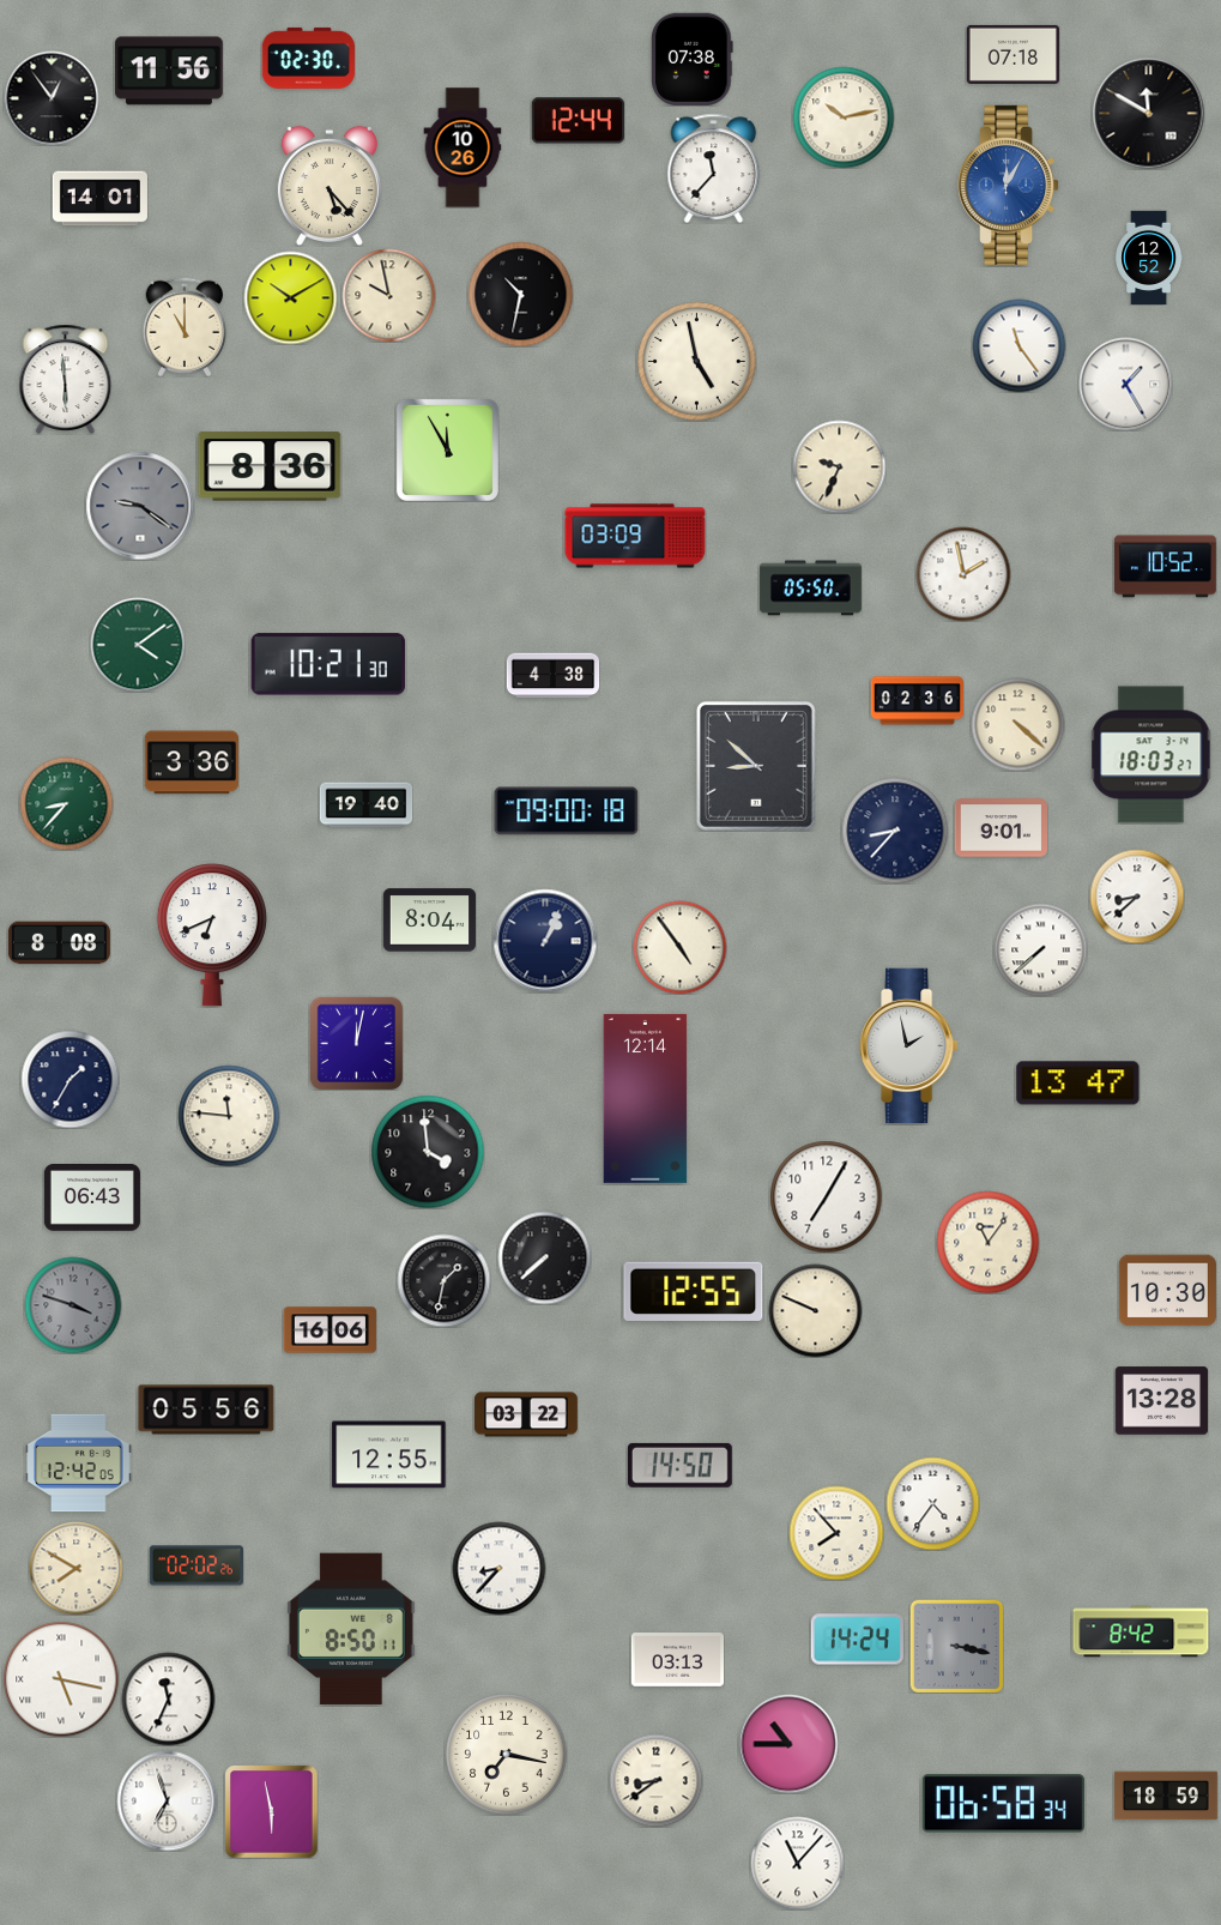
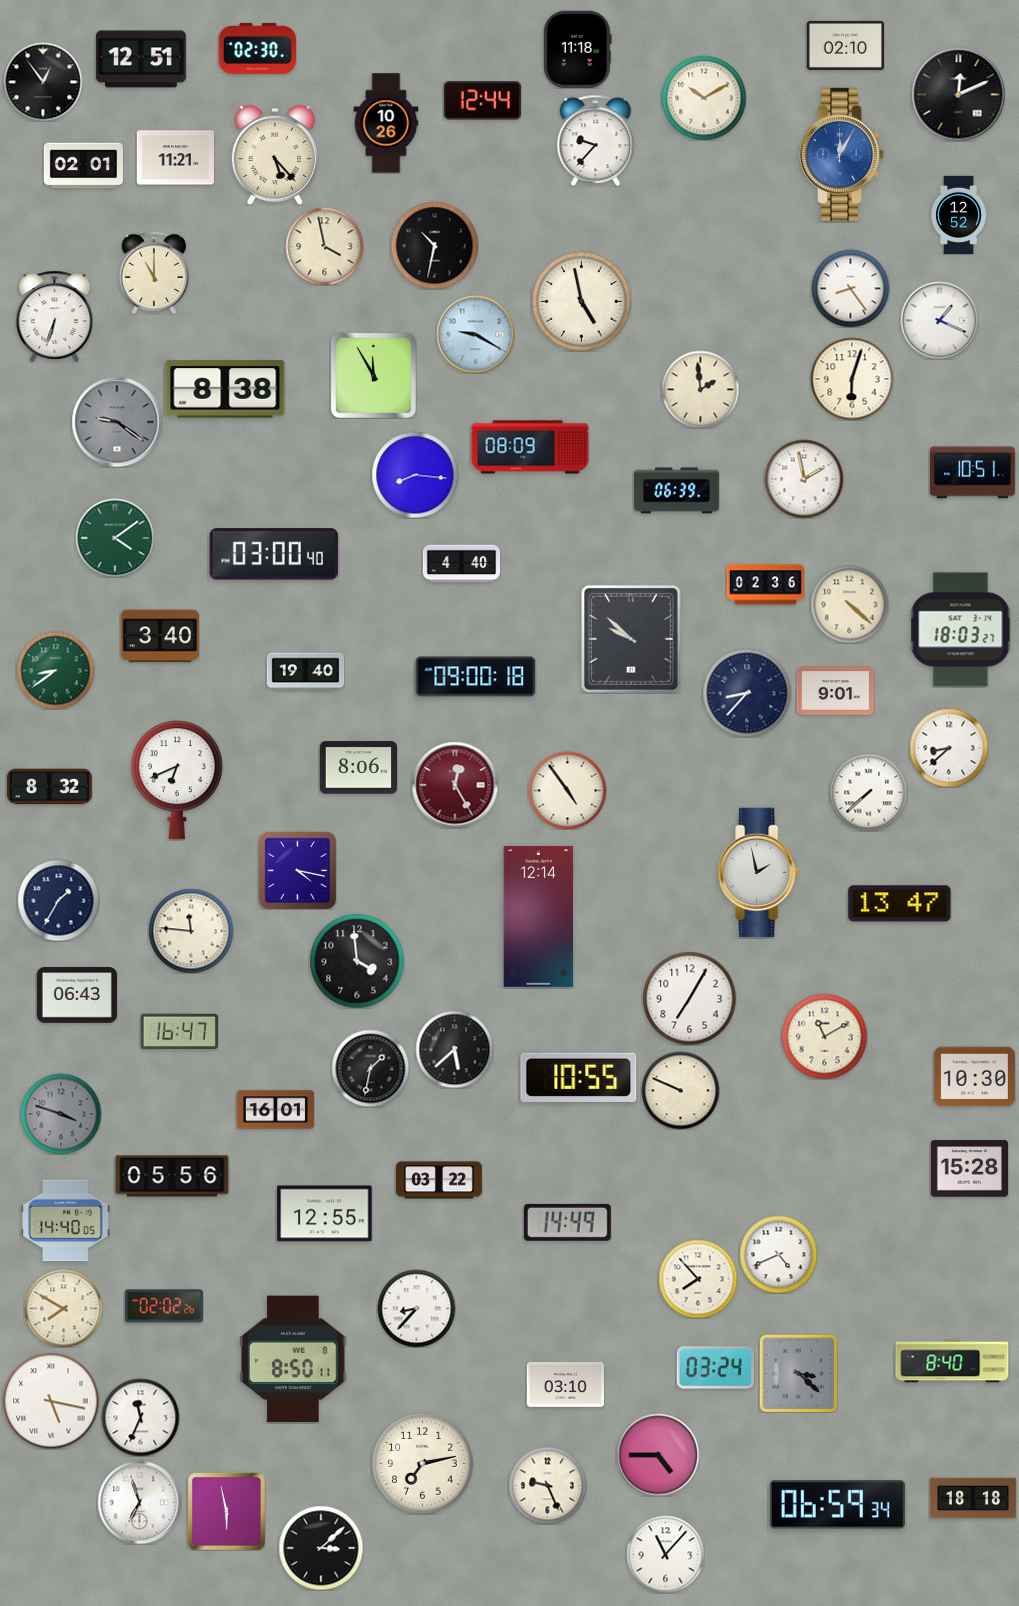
clock at (1013, 54): 07:18 -> 02:10
clock at (693, 59): 07:38 -> 11:18
clock at (169, 71): 11:56 -> 12:51
clock at (1148, 113): 11:50 -> 12:11
clock at (844, 117): 10:13 -> 10:10
clock at (714, 168): 11:37 -> 9:37
clock at (175, 158): none -> 11:21
clock at (99, 199): 14:01 -> 02:01
clock at (388, 295): 9:58 -> 3:58
clock at (290, 297): 10:10 -> none
clock at (1018, 345): 11:24 -> 8:24
clock at (66, 379): 5:59 -> 6:33
clock at (1125, 384): 1:25 -> 1:19
clock at (475, 334): none -> 9:20
clock at (852, 379): none -> 6:03
clock at (270, 466): 8:36 -> 8:38
clock at (839, 466): 9:34 -> 1:59
clock at (635, 536): 03:09 -> 08:09
clock at (1165, 567): 10:52 -> 10:51
clock at (415, 475): none -> 8:16
clock at (810, 589): 05:50 -> 06:39
clock at (328, 664): 10:21 -> 03:00
clock at (552, 676): 4:38 -> 4:40
clock at (192, 762): 3:36 -> 3:40
clock at (756, 766): 8:52 -> 9:52
clock at (66, 803): 8:37 -> 8:39
clock at (567, 811) position: (567, 811) -> (476, 677)
clock at (429, 921): 8:04 -> 8:06
clock at (545, 941): 1:04 -> 12:25
clock at (545, 941) dial: navy -> burgundy
clock at (59, 943): 8:08 -> 8:32
clock at (356, 1043): 12:02 -> 4:17
clock at (92, 1199) position: (92, 1199) -> (77, 996)
clock at (179, 1032): none -> 16:47
clock at (987, 1242): 11:06 -> 11:10
clock at (544, 1257): 7:38 -> 5:38
clock at (694, 1291): 12:55 -> 10:55
clock at (73, 1305) position: (73, 1305) -> (61, 1114)
clock at (815, 1310) position: (815, 1310) -> (680, 1090)
clock at (330, 1330): 16:06 -> 16:01
clock at (1161, 1401): 13:28 -> 15:28
clock at (79, 1464): 12:42 -> 14:40
clock at (679, 1465): 14:50 -> 14:49
clock at (932, 1503): 4:36 -> 4:41
clock at (1141, 1631): 8:42 -> 8:40
clock at (857, 1640): 14:24 -> 03:24
clock at (956, 1646): 3:17 -> 3:22
clock at (677, 1660): 03:13 -> 03:10
clock at (788, 1744): 10:45 -> 4:45
clock at (507, 1755): 7:17 -> 7:13
clock at (655, 1780): 8:39 -> 9:26
clock at (1166, 1796): 18:59 -> 18:18
clock at (1003, 1804): 06:58 -> 06:59
clock at (321, 1548): none -> 3:08
